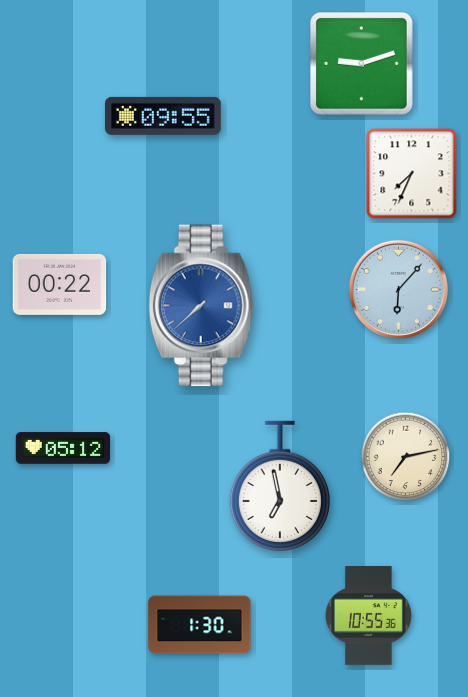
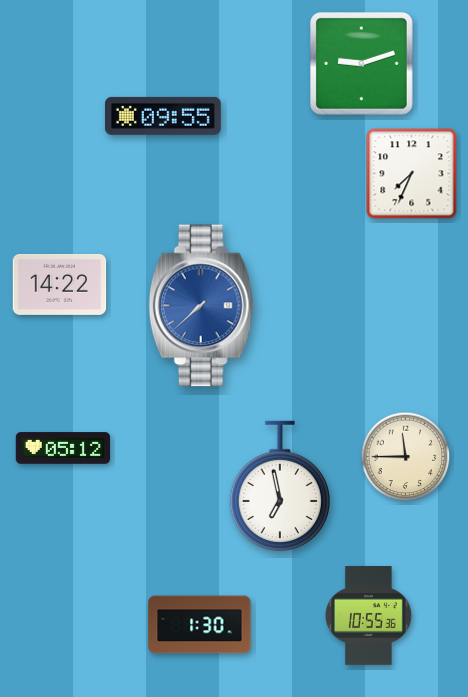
clock at (60, 284): 00:22 -> 14:22
clock at (398, 289): 6:07 -> none
clock at (406, 457): 7:13 -> 11:45
